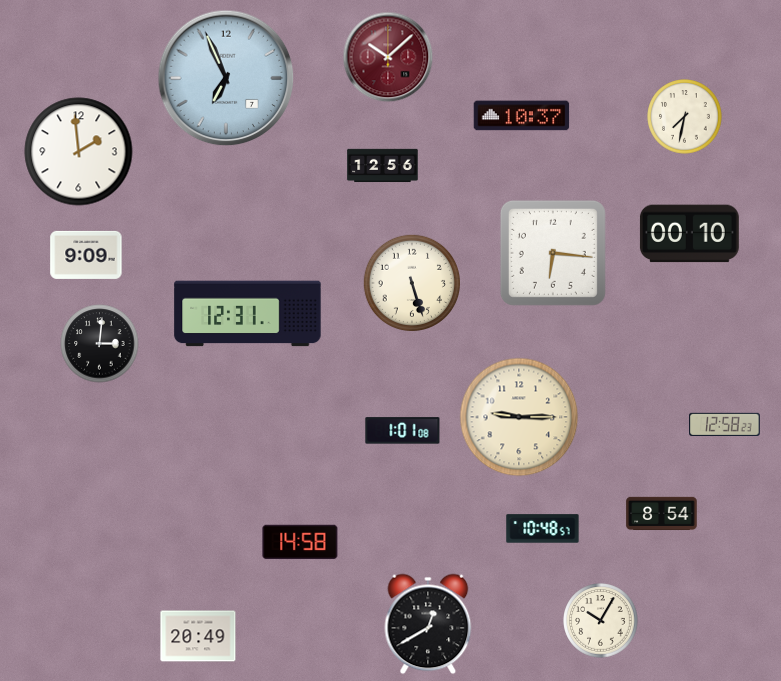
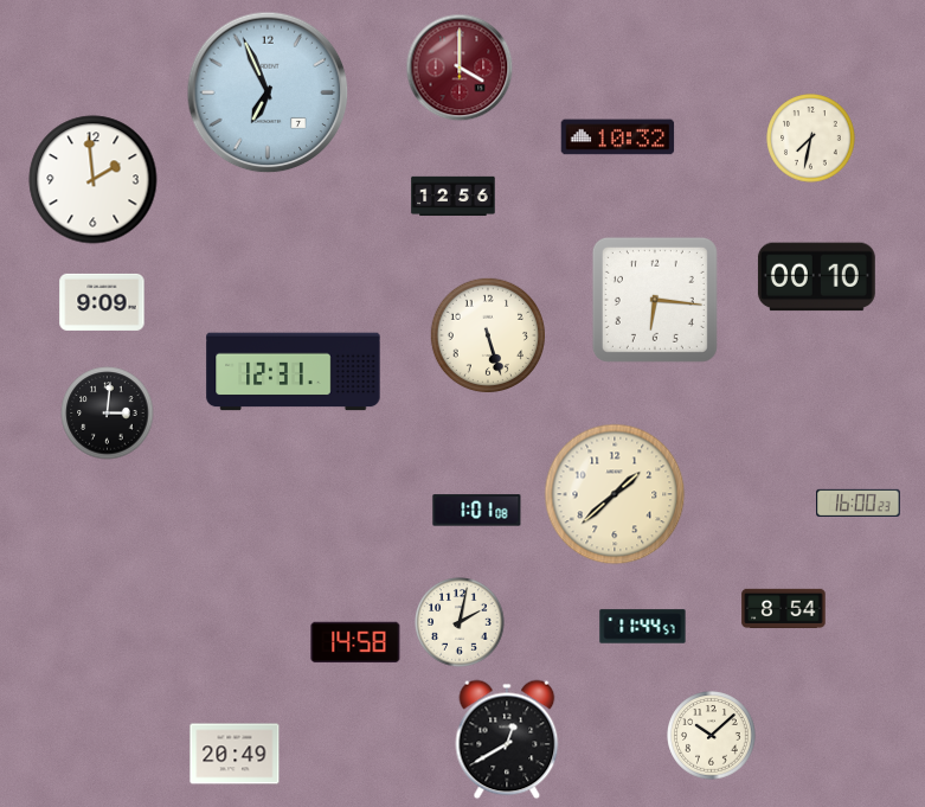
clock at (388, 57): 10:08 -> 4:00
clock at (522, 116): 10:37 -> 10:32
clock at (100, 344) position: (100, 344) -> (108, 414)
clock at (519, 417): 9:15 -> 1:38
clock at (725, 424): 12:58 -> 16:00
clock at (460, 622): none -> 2:02
clock at (543, 529): 10:48 -> 11:44
clock at (601, 621): 10:05 -> 10:08
